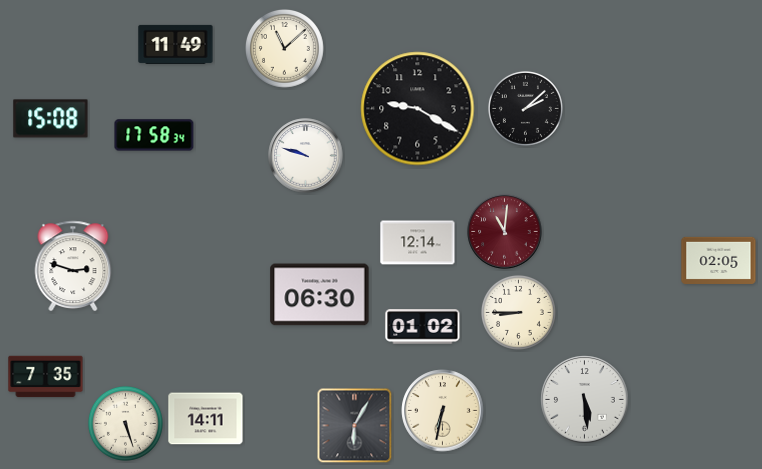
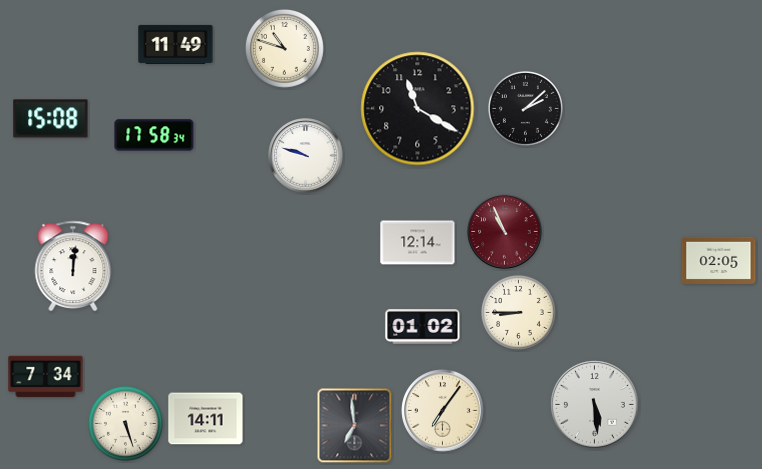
clock at (285, 49): 11:08 -> 10:48
clock at (418, 109): 9:20 -> 11:20
clock at (505, 232): 11:01 -> 10:56
clock at (73, 266): 2:48 -> 12:01
clock at (320, 295): 06:30 -> none
clock at (46, 377): 7:35 -> 7:34
clock at (585, 400) position: (585, 400) -> (595, 405)
clock at (443, 411): 6:32 -> 7:06
clock at (355, 426): 6:05 -> 6:59
